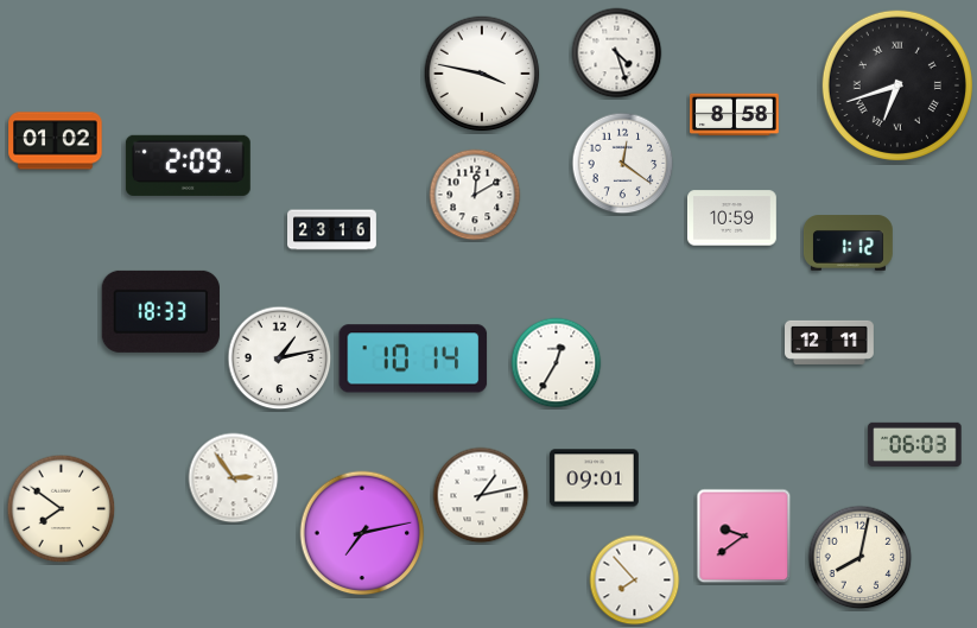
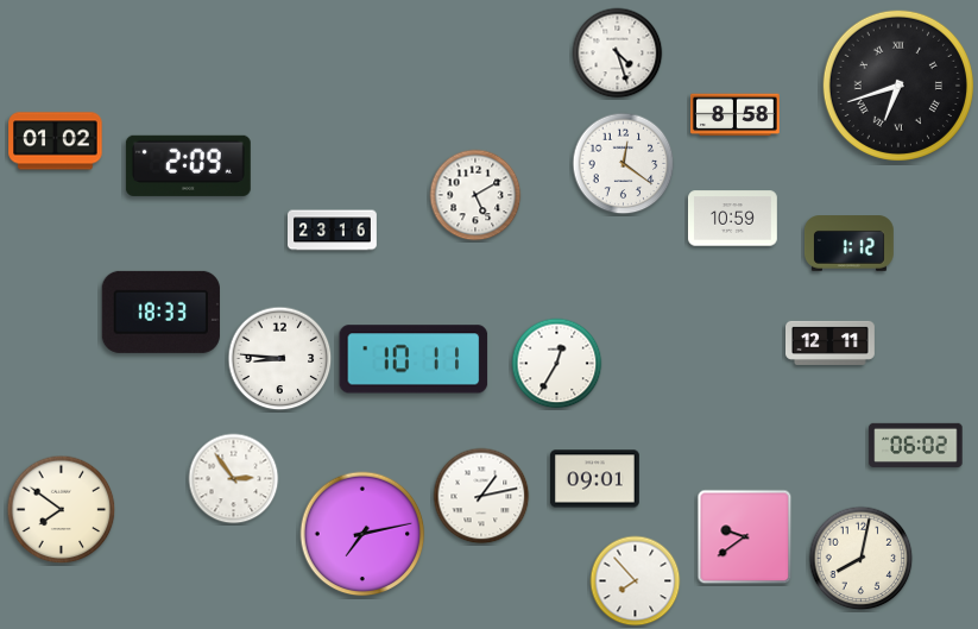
clock at (482, 74): 3:47 -> none
clock at (475, 195): 12:10 -> 5:10
clock at (280, 359): 1:13 -> 8:46
clock at (413, 359): 10:14 -> 10:11
clock at (915, 444): 06:03 -> 06:02
